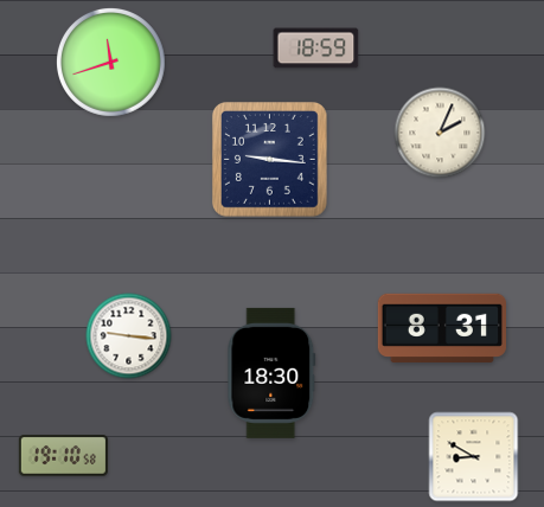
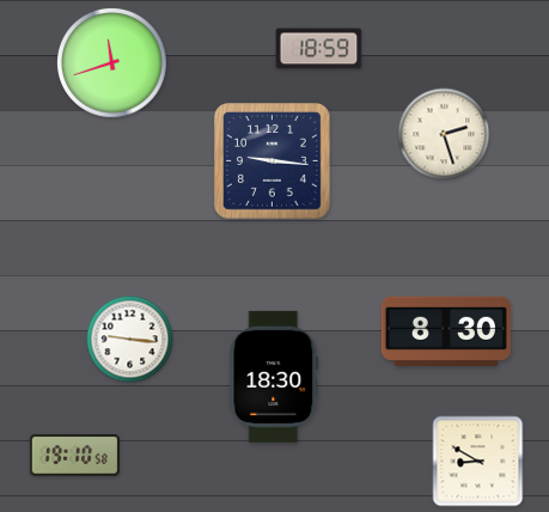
clock at (440, 133): 2:04 -> 2:27
clock at (442, 327): 8:31 -> 8:30
clock at (63, 456) position: (63, 456) -> (74, 456)
